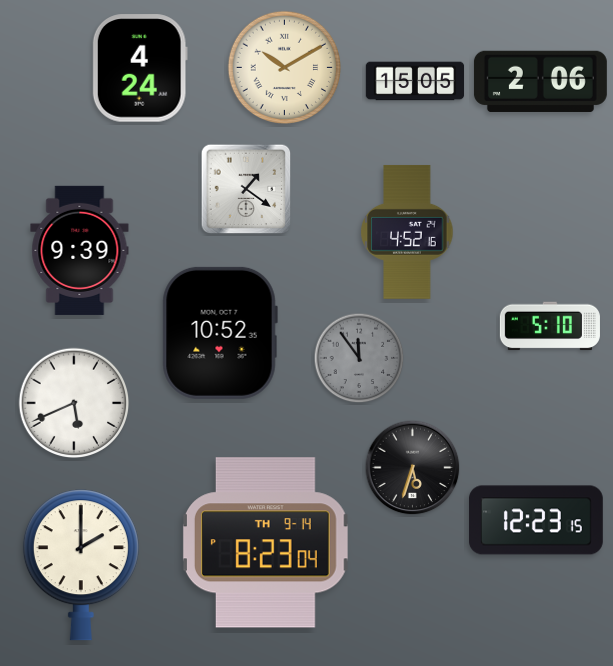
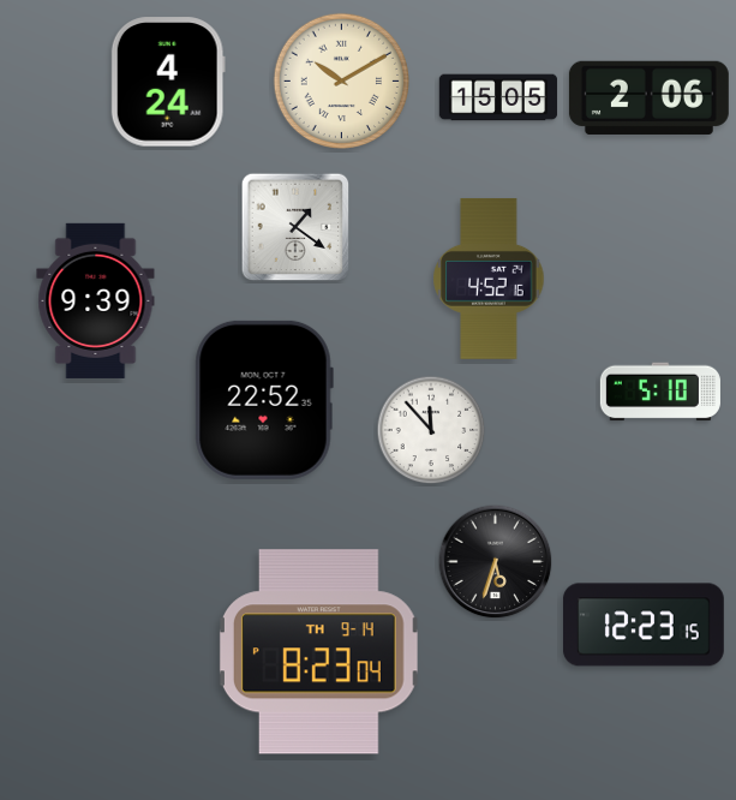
clock at (220, 333): 10:52 -> 22:52
clock at (359, 358): 11:54 -> 11:53
clock at (359, 358) dial: grey -> white
clock at (74, 403): 5:41 -> none
clock at (81, 565): 2:00 -> none
